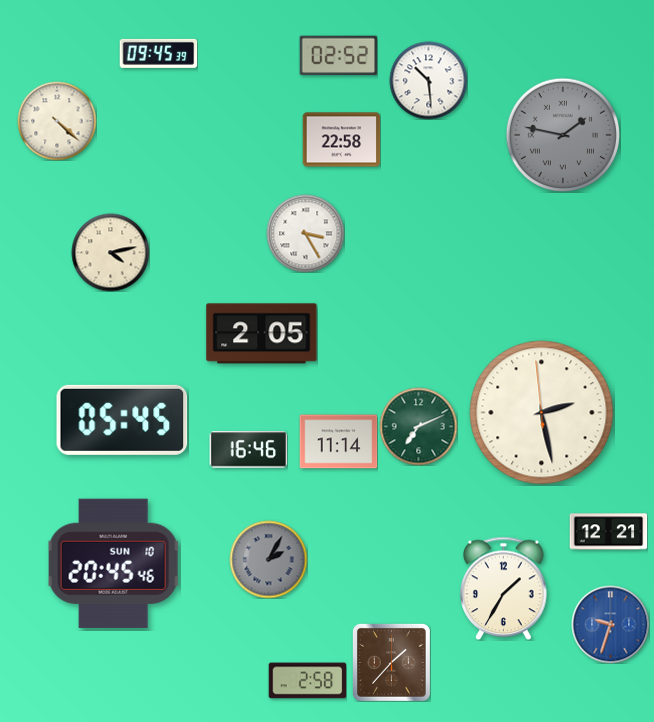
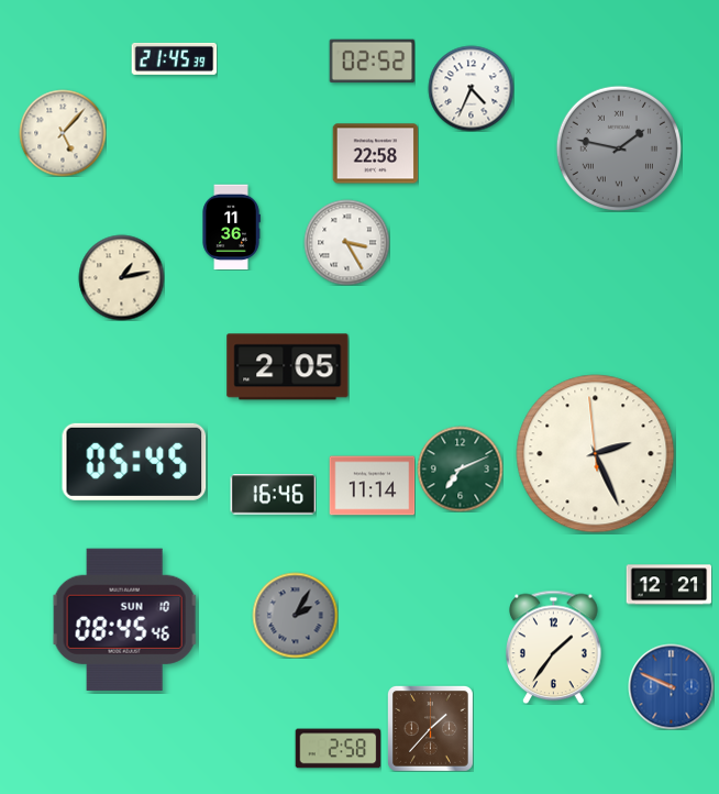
clock at (158, 53): 09:45 -> 21:45
clock at (428, 80): 10:29 -> 4:34
clock at (57, 121): 4:22 -> 5:07
clock at (231, 227): none -> 11:36
clock at (305, 233) position: (305, 233) -> (346, 242)
clock at (110, 252): 4:13 -> 1:13
clock at (542, 413): 2:27 -> 2:25
clock at (113, 563): 20:45 -> 08:45
clock at (504, 588): 1:35 -> 1:36
clock at (610, 624): 9:33 -> 9:49
